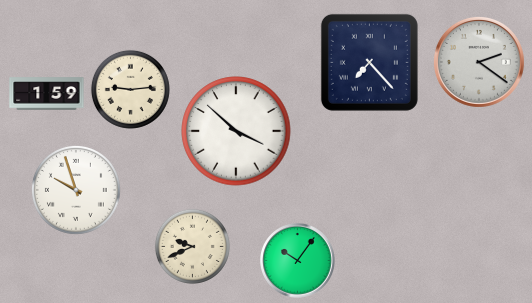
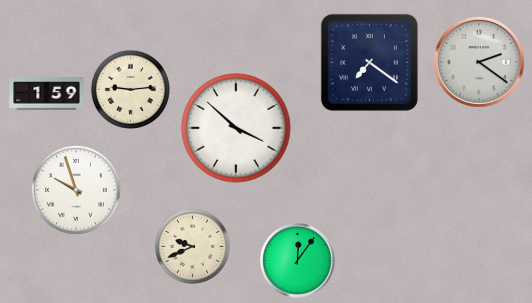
clock at (369, 62): 7:23 -> 7:21
clock at (236, 131) position: (236, 131) -> (236, 128)
clock at (298, 261): 10:06 -> 12:06
